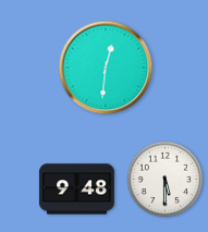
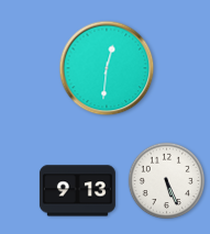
clock at (166, 180): 5:30 -> 5:26
clock at (76, 190): 9:48 -> 9:13
